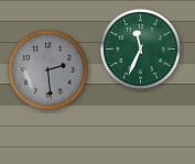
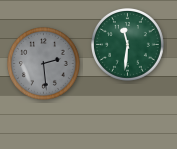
clock at (141, 50): 11:34 -> 11:31
